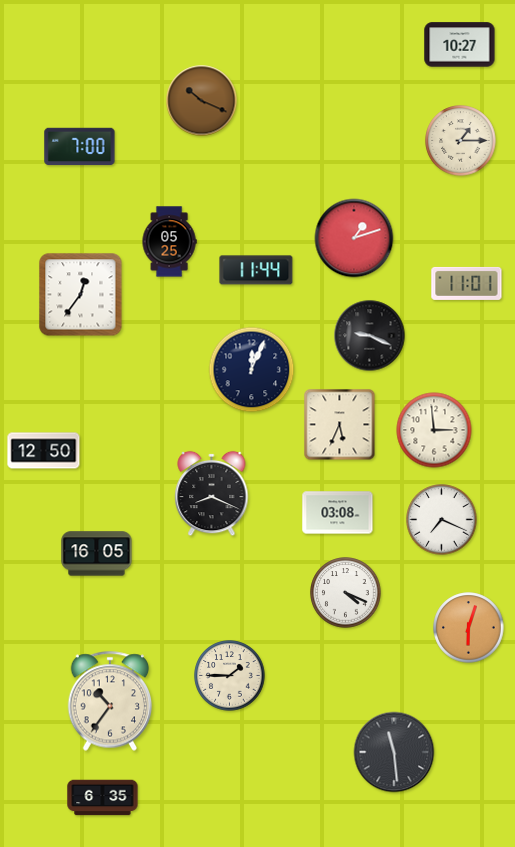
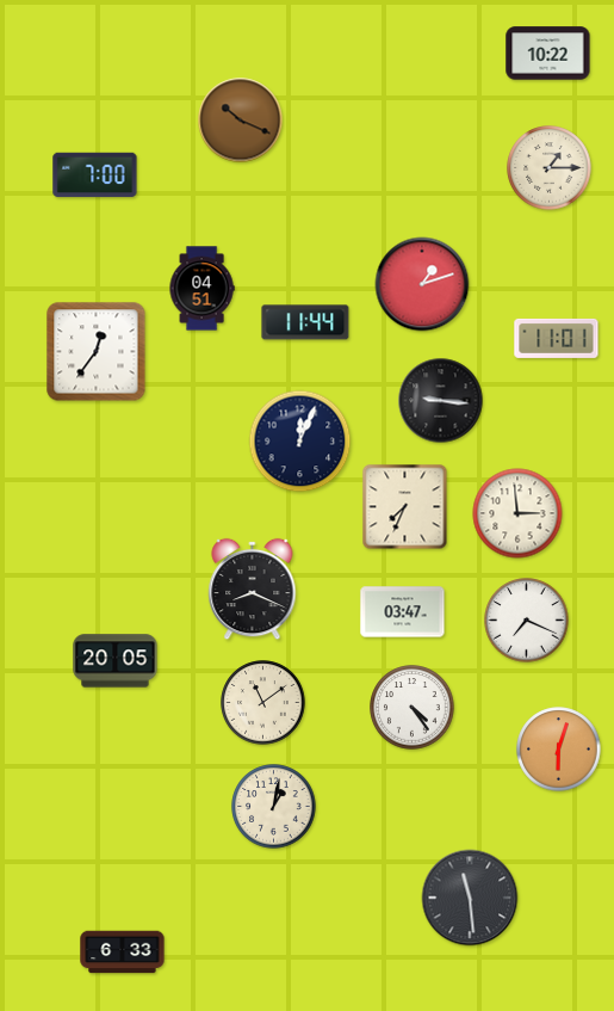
clock at (460, 45): 10:27 -> 10:22
clock at (169, 242): 05:25 -> 04:51
clock at (370, 336): 9:19 -> 9:16
clock at (340, 425): 5:34 -> 7:34
clock at (44, 451): 12:50 -> none
clock at (338, 513): 03:08 -> 03:47
clock at (97, 554): 16:05 -> 20:05
clock at (263, 703): none -> 11:09
clock at (346, 593): 4:19 -> 4:24
clock at (230, 676): 1:45 -> 1:02
clock at (110, 701): 10:36 -> none
clock at (103, 798): 6:35 -> 6:33
